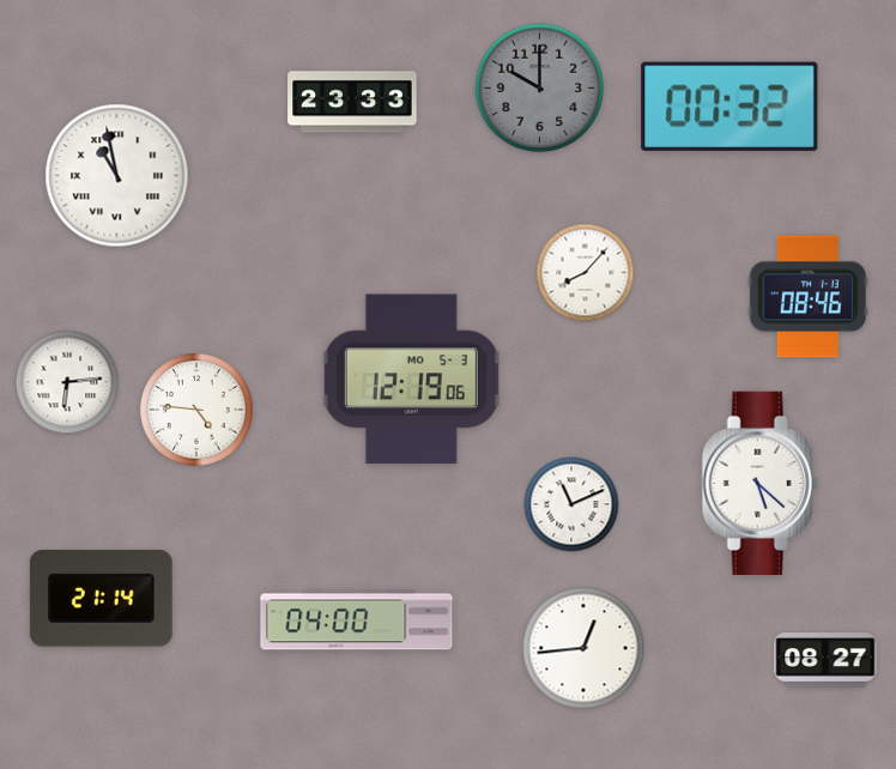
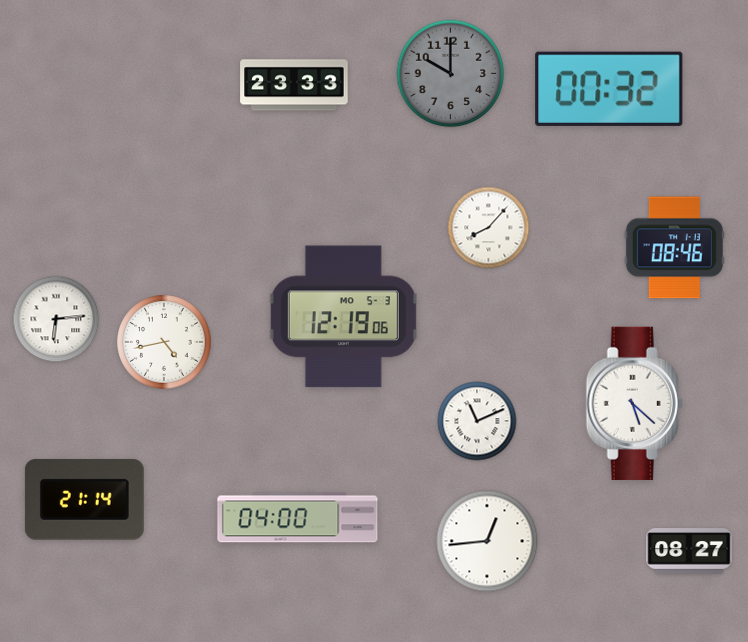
clock at (117, 176): 10:58 -> none
clock at (196, 410): 4:46 -> 4:43
